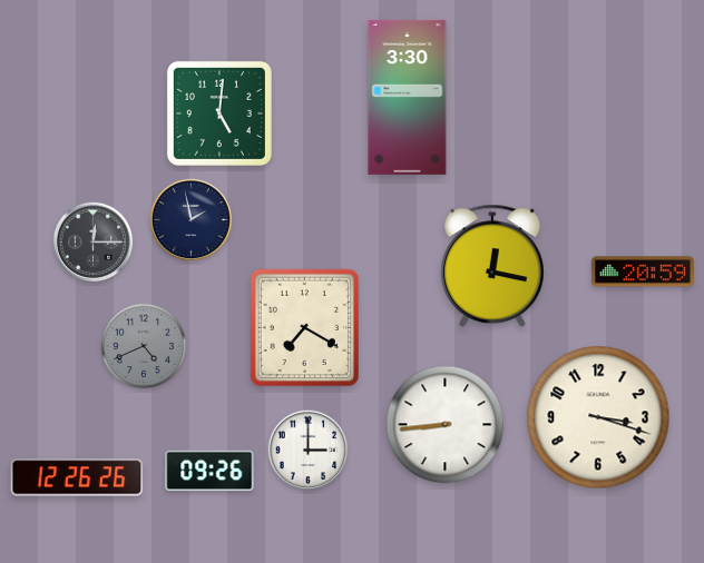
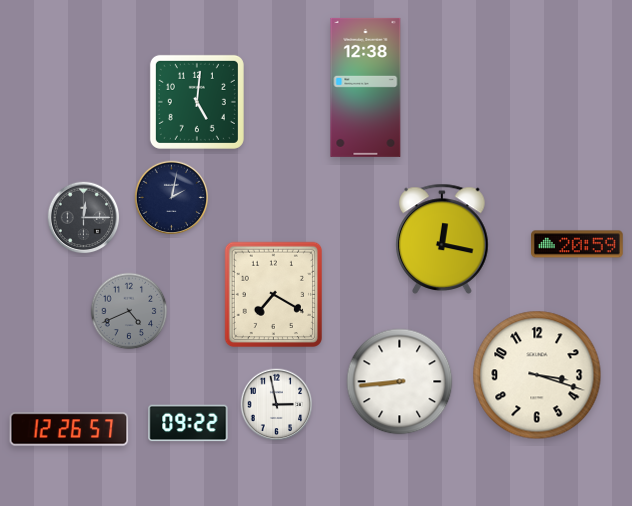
clock at (408, 97): 3:30 -> 12:38
clock at (192, 220): 1:58 -> 2:02
clock at (309, 451): 3:00 -> 2:58
clock at (209, 471): 09:26 -> 09:22
clock at (77, 477): 12:26:26 -> 12:26:57
